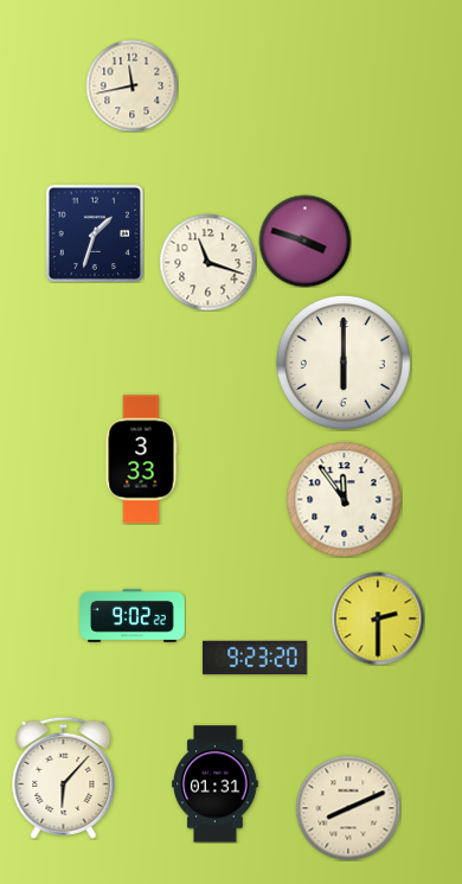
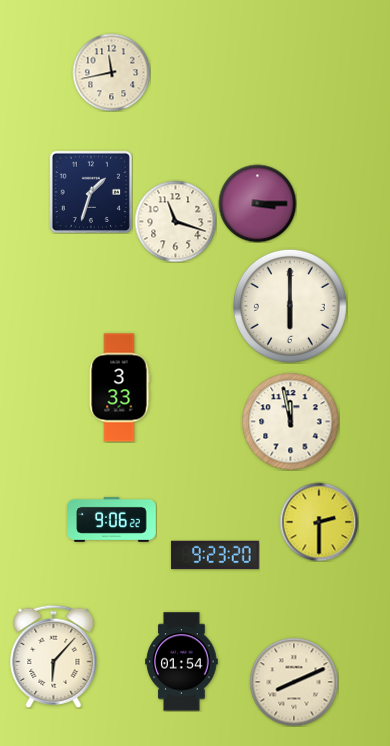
clock at (94, 232) position: (94, 232) -> (90, 191)
clock at (304, 241): 3:48 -> 3:15
clock at (344, 499): 11:54 -> 11:58
clock at (133, 615): 9:02 -> 9:06
clock at (216, 784): 01:31 -> 01:54
